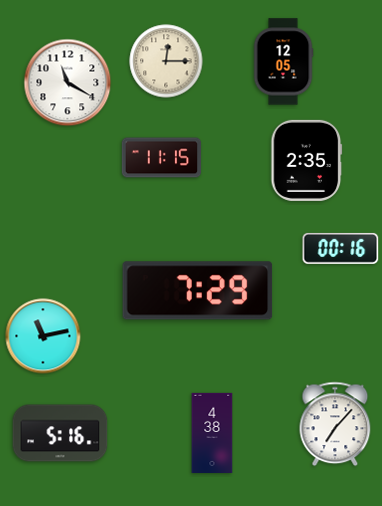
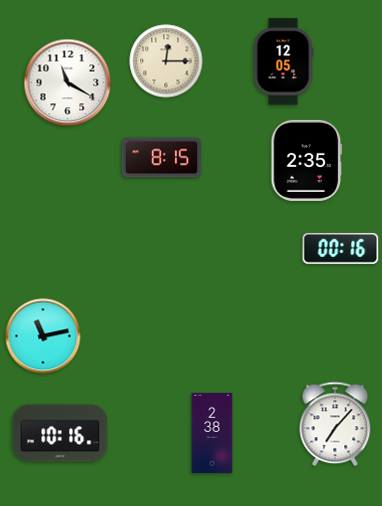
clock at (162, 158): 11:15 -> 8:15
clock at (198, 291): 7:29 -> none
clock at (212, 432): 4:38 -> 2:38
clock at (60, 433): 5:16 -> 10:16
